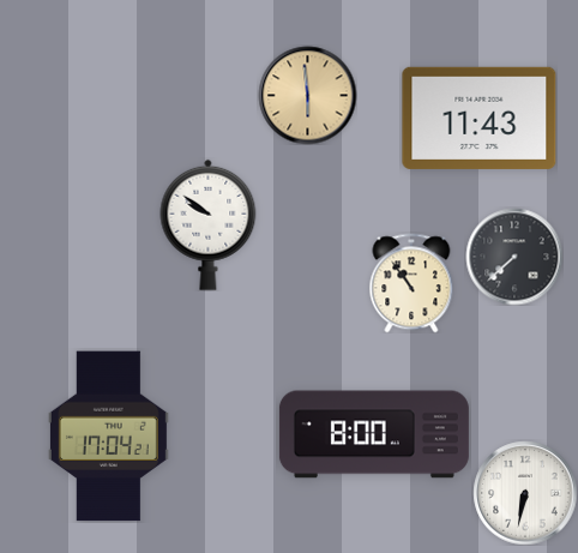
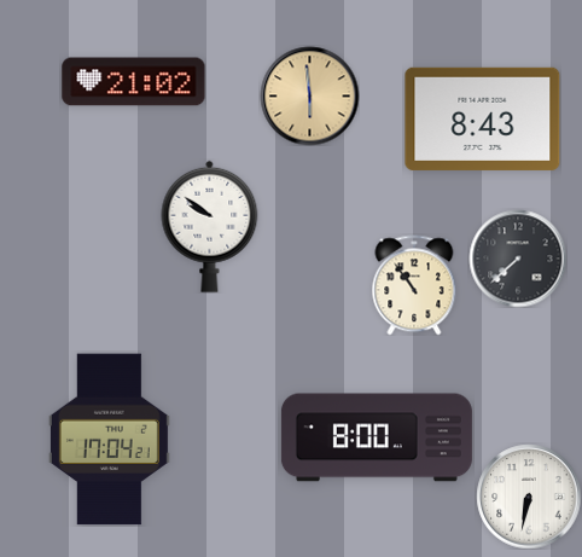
clock at (134, 82): none -> 21:02
clock at (480, 118): 11:43 -> 8:43
